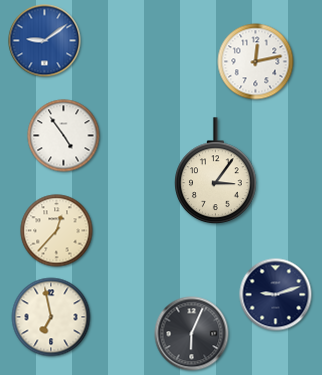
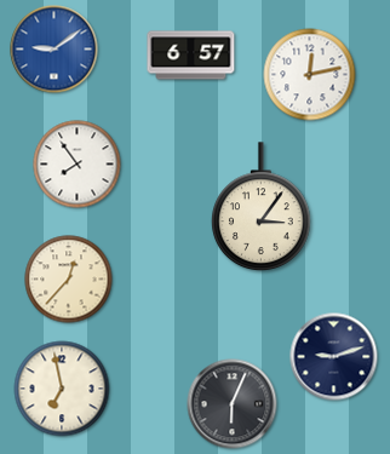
clock at (191, 56): none -> 6:57
clock at (64, 136): 4:54 -> 7:54
clock at (51, 317) position: (51, 317) -> (62, 389)
